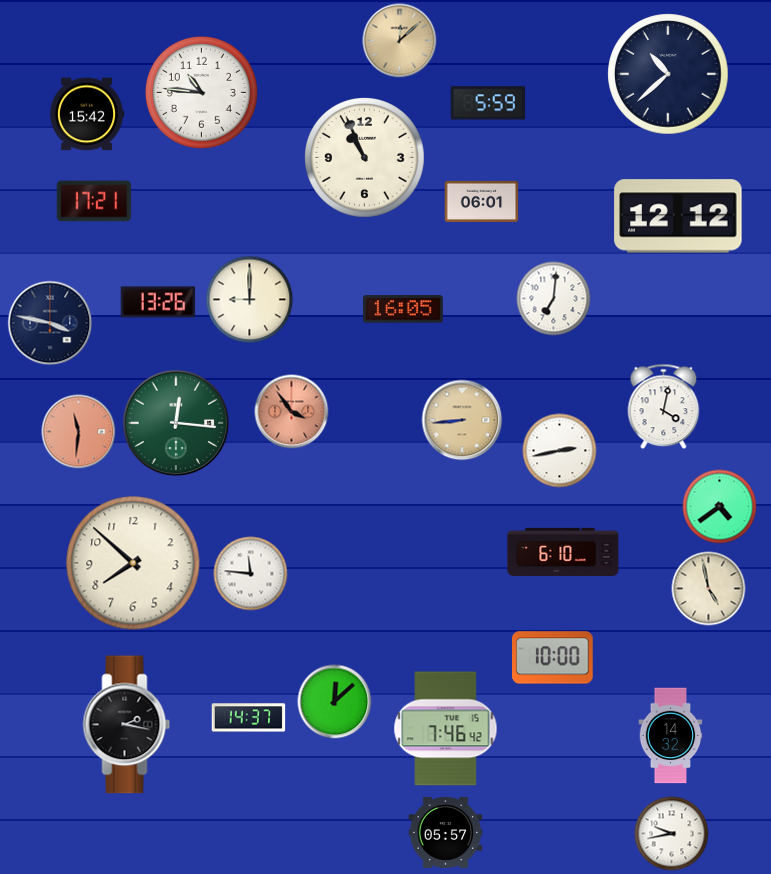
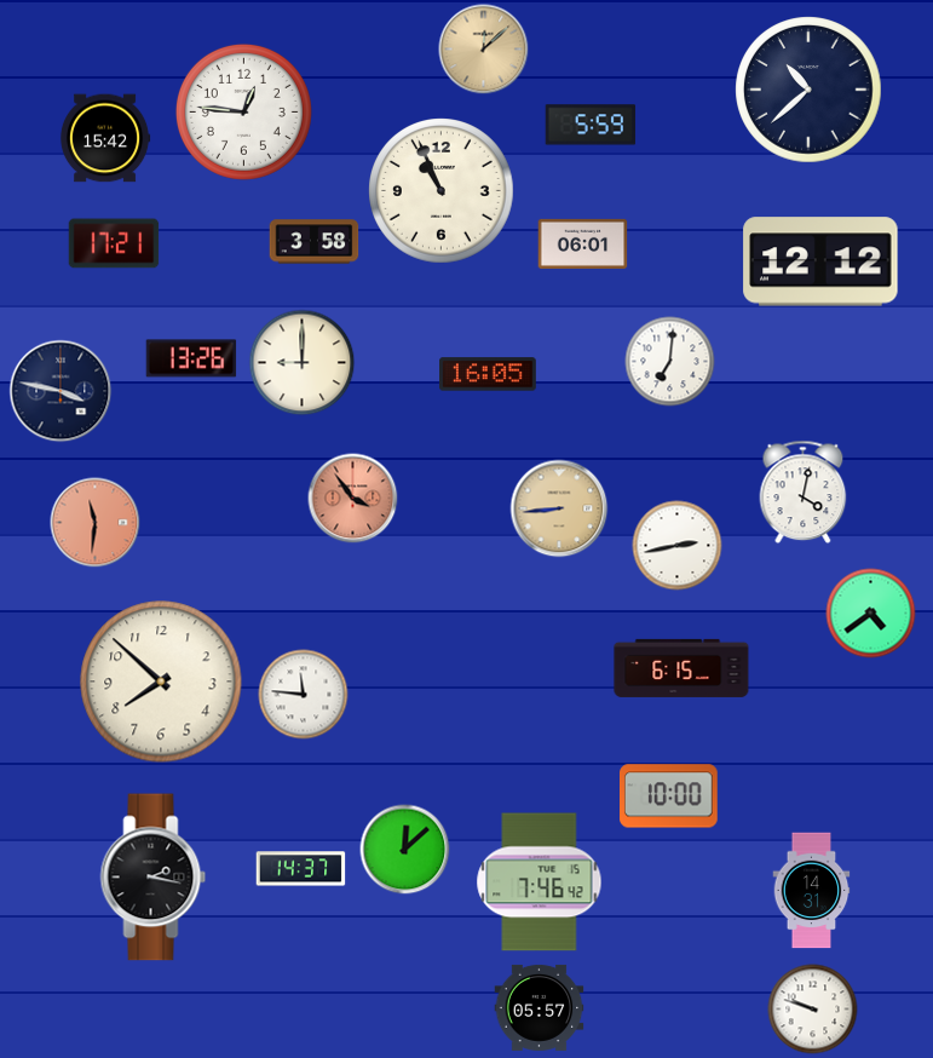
clock at (201, 92): 10:46 -> 12:46
clock at (315, 242): none -> 3:58
clock at (158, 302) position: (158, 302) -> (191, 358)
clock at (176, 423): 12:16 -> none
clock at (563, 552): 6:10 -> 6:15
clock at (709, 589): 4:58 -> none
clock at (671, 736): 14:32 -> 14:31
clock at (672, 834): 9:43 -> 9:48
